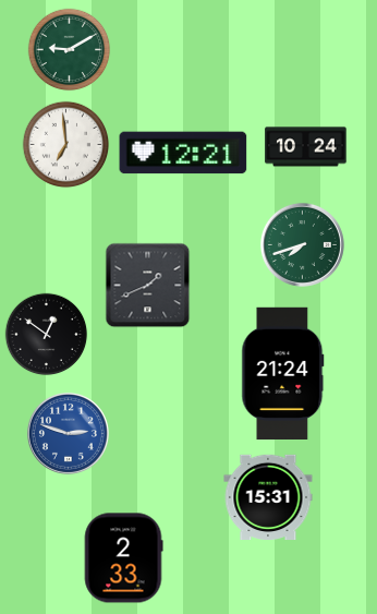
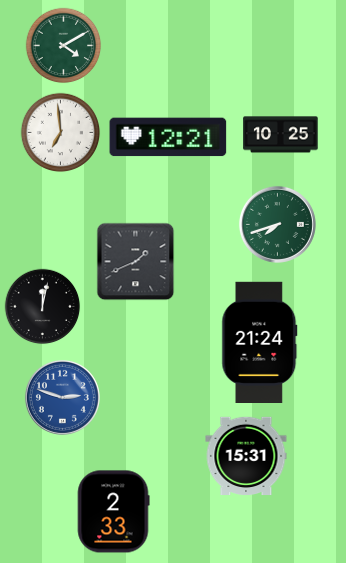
clock at (70, 50): 9:10 -> 4:10
clock at (306, 147): 10:24 -> 10:25
clock at (183, 153) position: (183, 153) -> (168, 137)
clock at (47, 335): 12:51 -> 12:02
